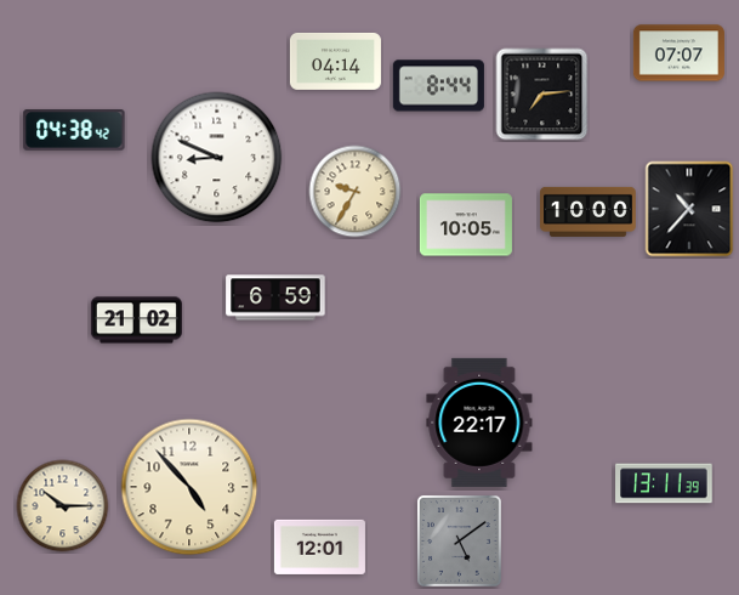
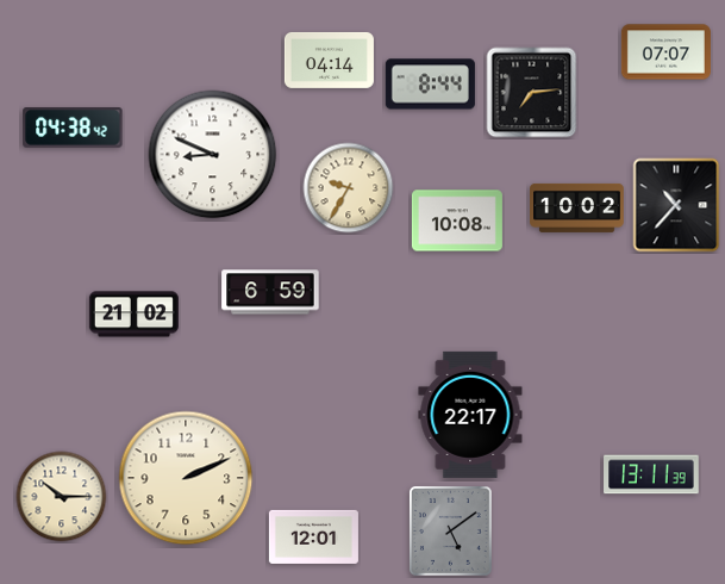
clock at (589, 211): 10:00 -> 10:02
clock at (466, 225): 10:05 -> 10:08
clock at (189, 487): 4:53 -> 2:11
